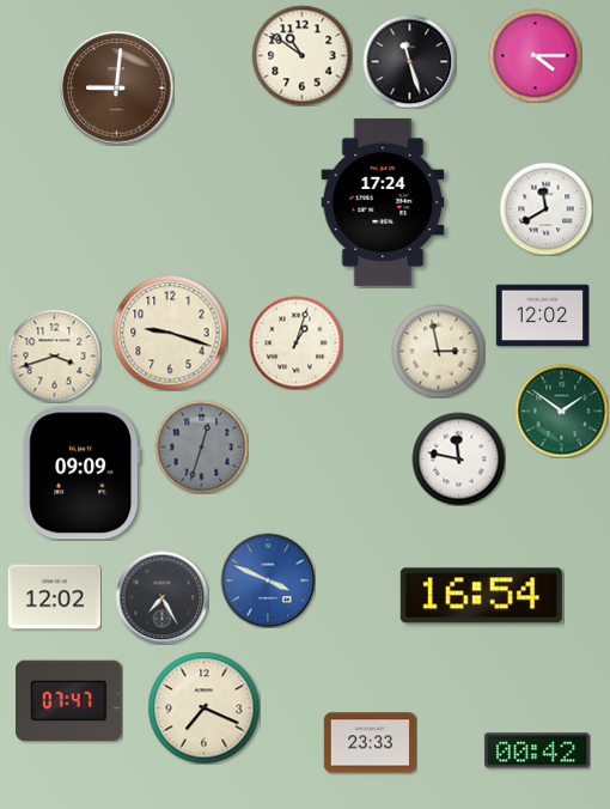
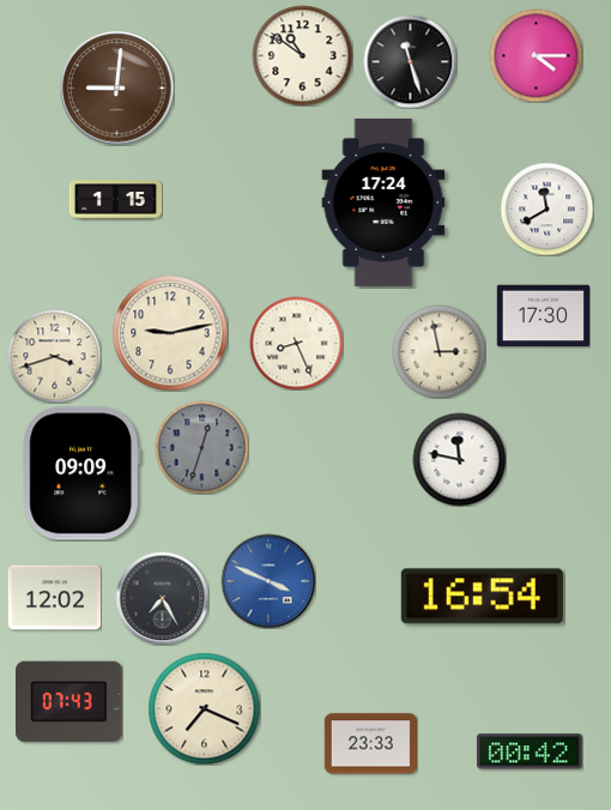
clock at (115, 200): none -> 1:15
clock at (542, 316): 12:02 -> 17:30
clock at (170, 333): 9:18 -> 9:13
clock at (295, 342): 1:03 -> 8:26
clock at (561, 410): 1:51 -> none
clock at (69, 701): 07:47 -> 07:43
clock at (537, 750) position: (537, 750) -> (530, 751)
